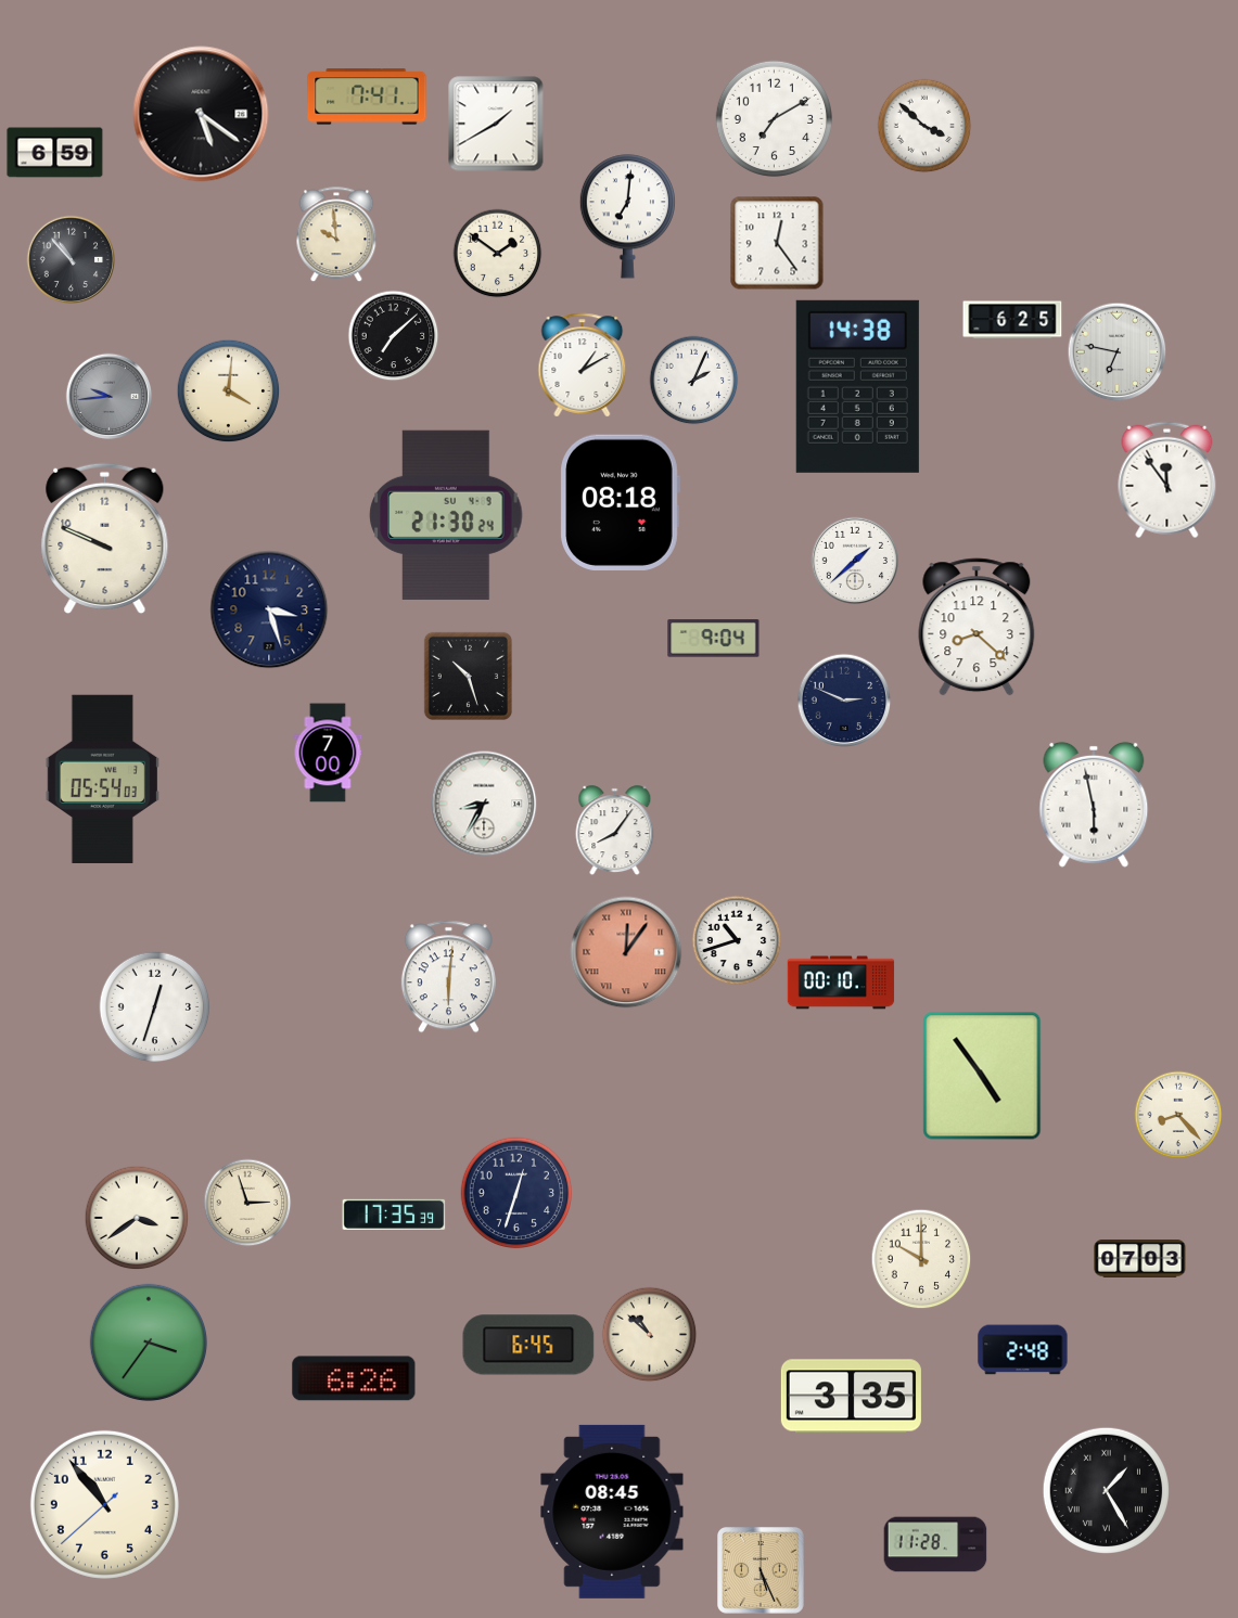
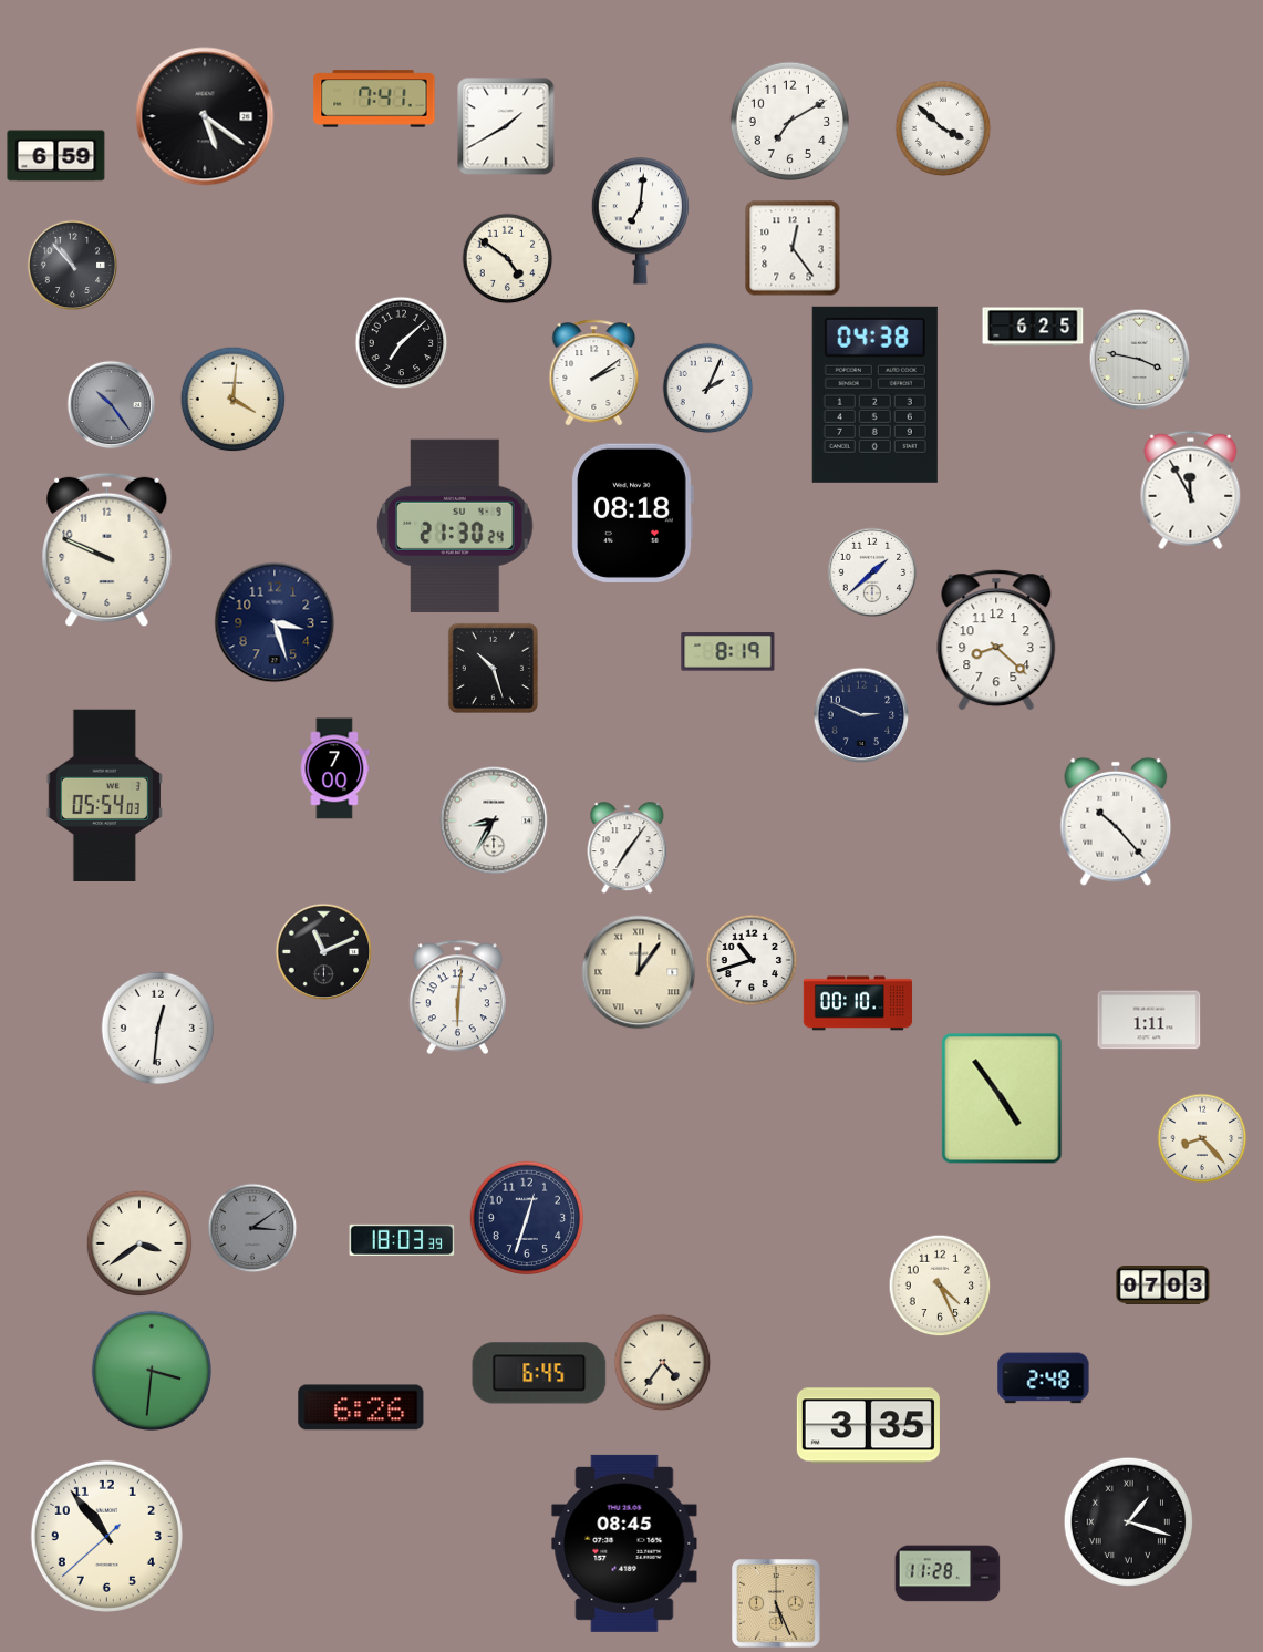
clock at (336, 235): 9:59 -> none
clock at (498, 254): 1:51 -> 4:51
clock at (1118, 352): 6:47 -> 3:47
clock at (583, 365): 1:10 -> 2:09
clock at (857, 386): 14:38 -> 04:38
clock at (110, 397): 9:44 -> 10:24
clock at (1167, 480): 11:54 -> 11:55
clock at (714, 639): 9:04 -> 8:19
clock at (468, 676) position: (468, 676) -> (493, 668)
clock at (1094, 805): 5:58 -> 10:23
clock at (615, 831): 8:06 -> 7:06
clock at (324, 952): none -> 11:11
clock at (626, 952) dial: salmon -> cream
clock at (1149, 1020): none -> 1:11
clock at (155, 1007): 12:33 -> 12:31
clock at (247, 1203): 2:57 -> 3:09
clock at (247, 1203) dial: cream -> grey
clock at (394, 1215): 17:35 -> 18:03
clock at (921, 1259): 10:00 -> 4:26
clock at (650, 1335): 10:52 -> 4:36
clock at (148, 1341): 3:36 -> 3:31
clock at (1106, 1490): 1:25 -> 1:18
clock at (935, 1544) position: (935, 1544) -> (948, 1573)
